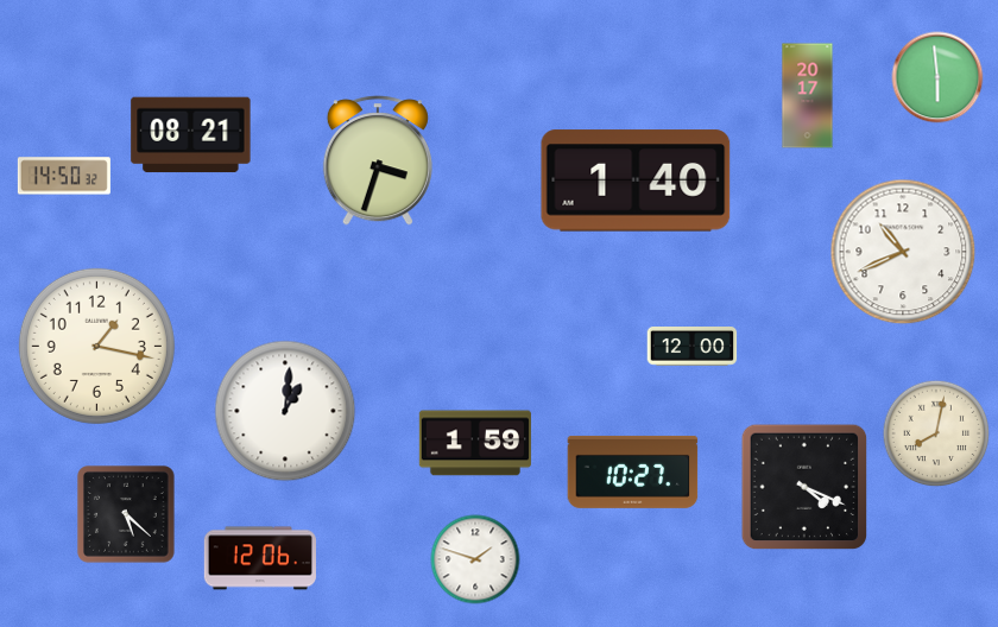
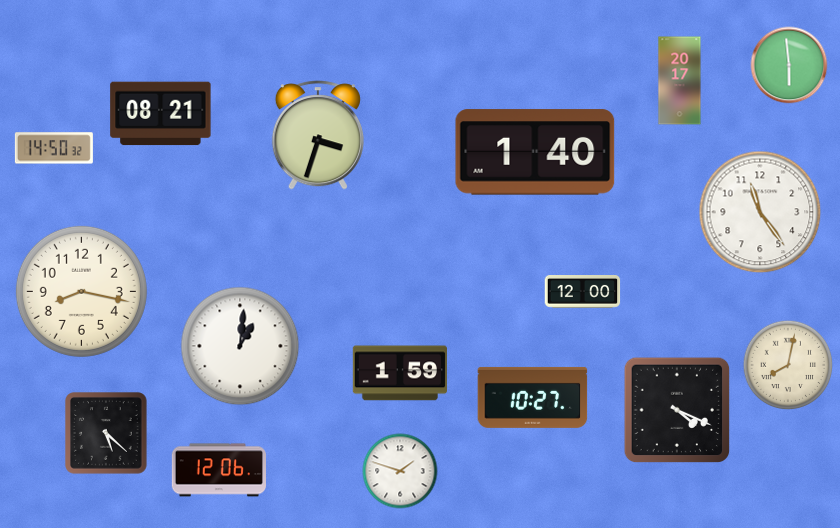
clock at (903, 252): 10:41 -> 11:24
clock at (96, 346): 1:17 -> 8:17
